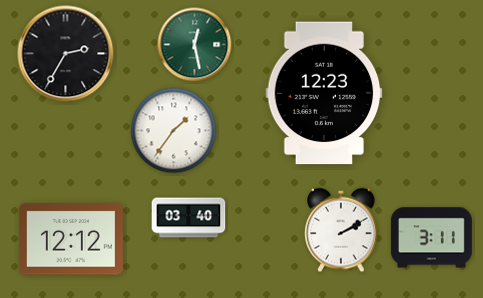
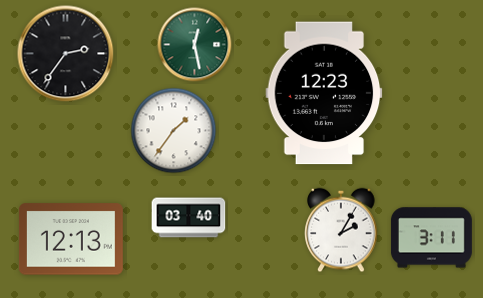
clock at (66, 54): 2:35 -> 2:36
clock at (341, 230): 2:10 -> 2:05
clock at (71, 239): 12:12 -> 12:13
